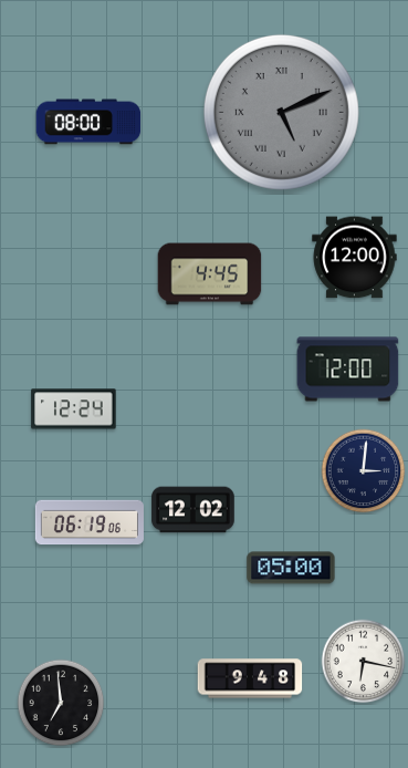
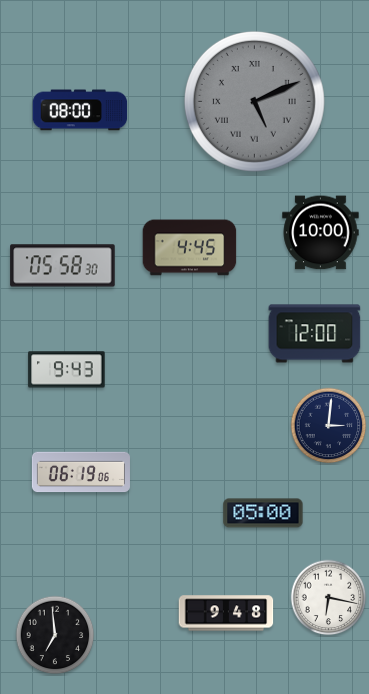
clock at (355, 258): 12:00 -> 10:00
clock at (63, 266): none -> 05:58
clock at (74, 409): 12:24 -> 9:43
clock at (193, 510): 12:02 -> none
